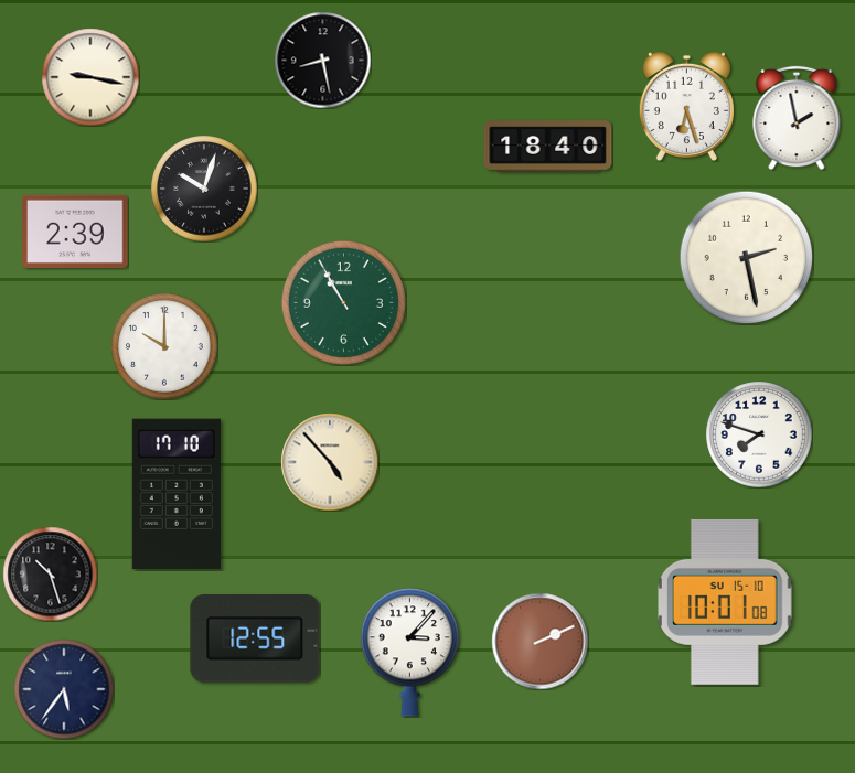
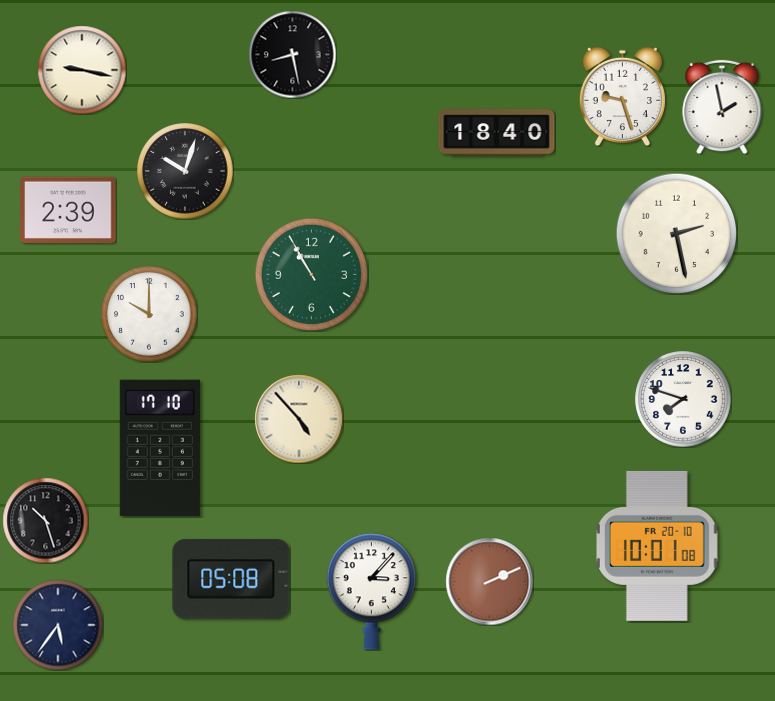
clock at (686, 106): 6:27 -> 9:27
clock at (759, 434) position: (759, 434) -> (683, 399)
clock at (726, 602) date: SU 15-10 -> FR 20-10
clock at (255, 638): 12:55 -> 05:08
